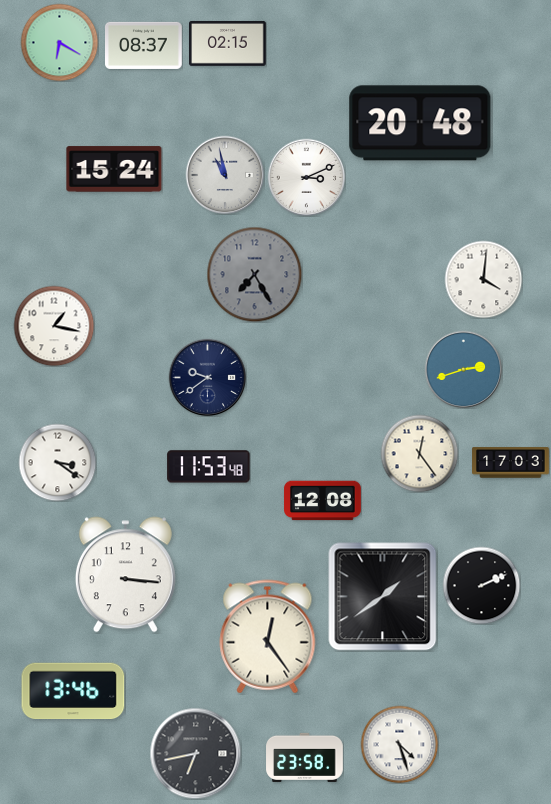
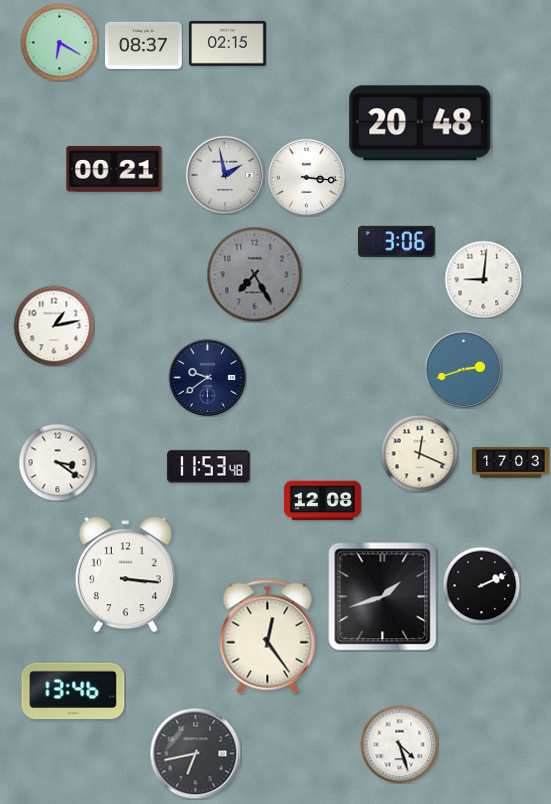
clock at (114, 169): 15:24 -> 00:21
clock at (225, 175): 10:58 -> 1:58
clock at (306, 177): 3:11 -> 3:16
clock at (397, 241): none -> 3:06
clock at (483, 279): 4:01 -> 9:01
clock at (54, 326): 1:17 -> 1:13
clock at (419, 453): 12:24 -> 12:19
clock at (383, 597): 1:39 -> 1:42
clock at (305, 757): 23:58 -> none
